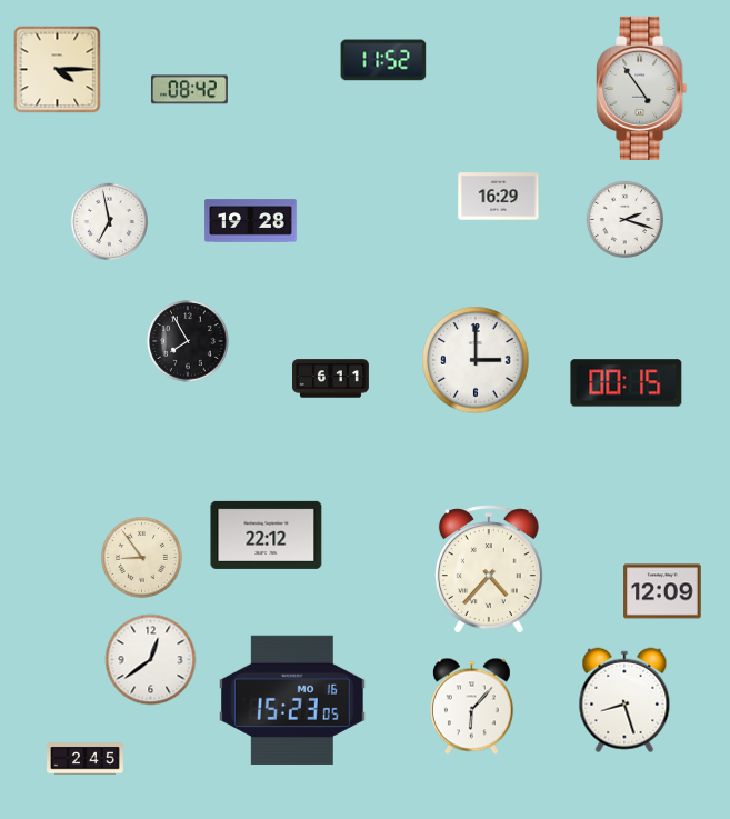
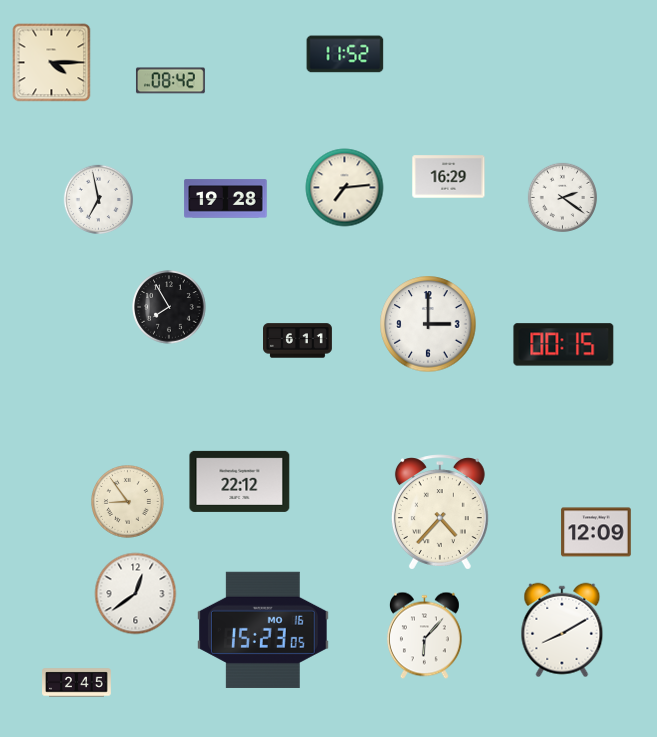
clock at (642, 88): 4:54 -> none
clock at (345, 188): none -> 7:14
clock at (624, 219): 2:18 -> 2:21
clock at (624, 700): 8:27 -> 8:10
